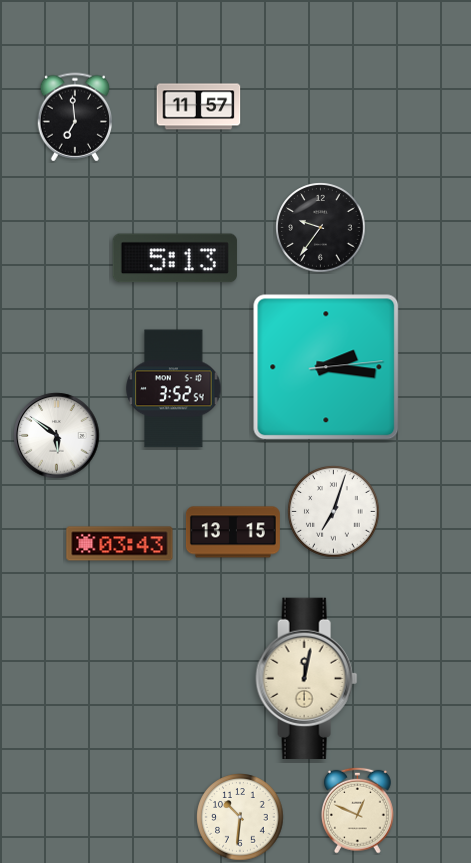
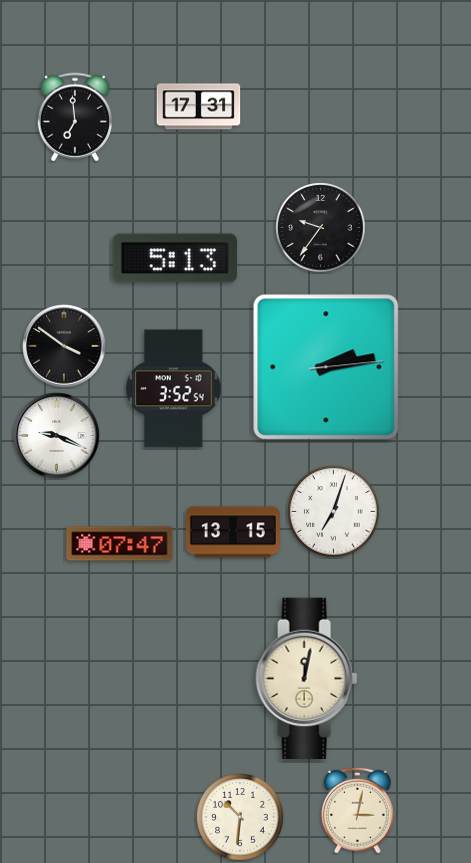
clock at (199, 107): 11:57 -> 17:31
clock at (64, 346): none -> 3:51
clock at (326, 367): 2:16 -> 2:13
clock at (57, 436): 5:51 -> 9:19
clock at (120, 544): 03:43 -> 07:47
clock at (357, 810): 12:49 -> 3:02
